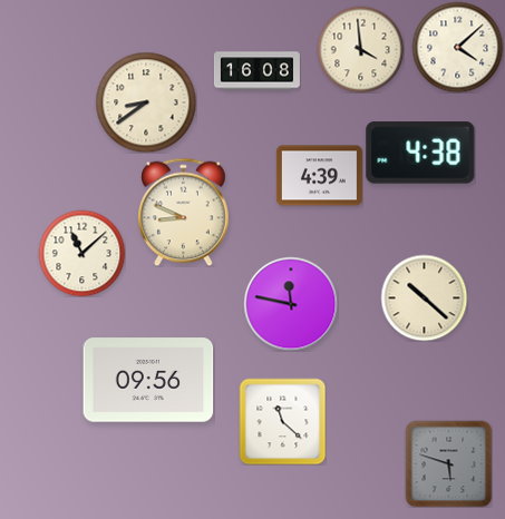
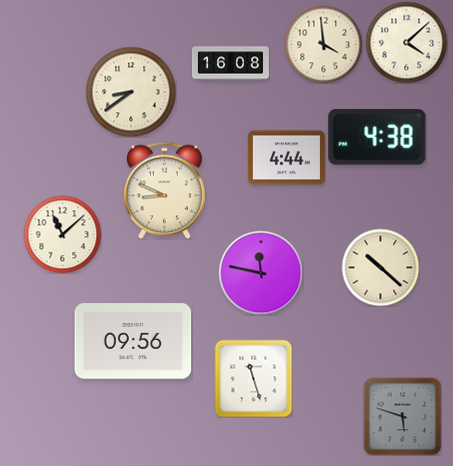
clock at (457, 47) position: (457, 47) -> (406, 42)
clock at (319, 176): 4:39 -> 4:44
clock at (81, 253) position: (81, 253) -> (62, 234)
clock at (282, 421): 11:22 -> 11:27
